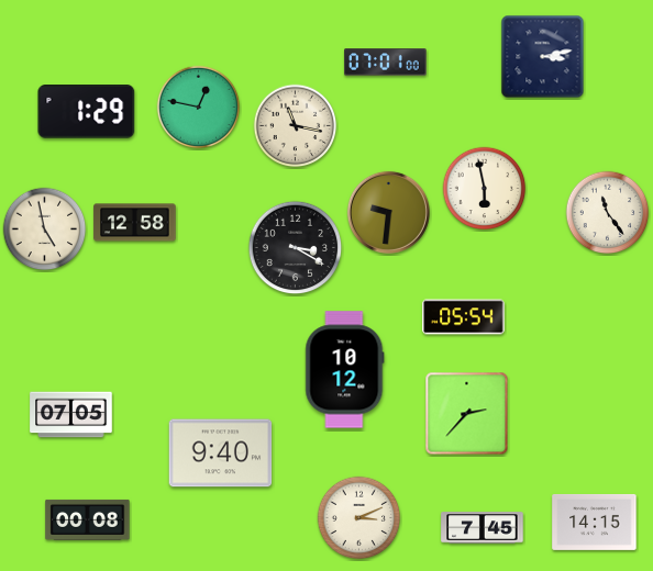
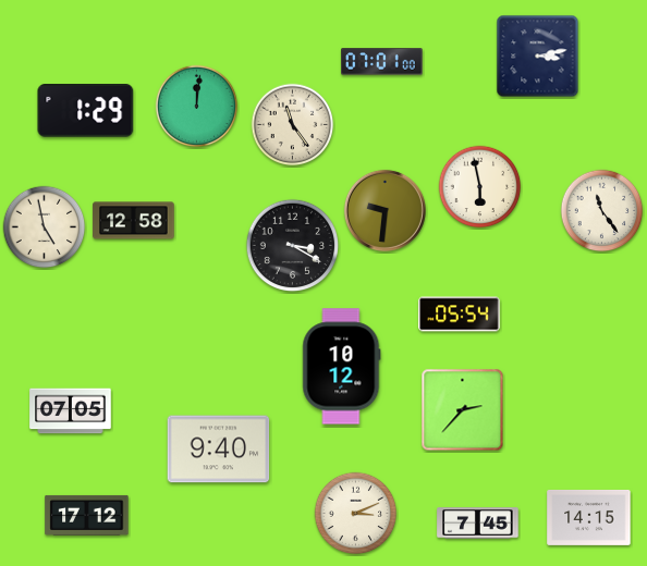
clock at (199, 108): 12:47 -> 12:01
clock at (296, 126): 11:17 -> 11:24
clock at (88, 519): 00:08 -> 17:12
